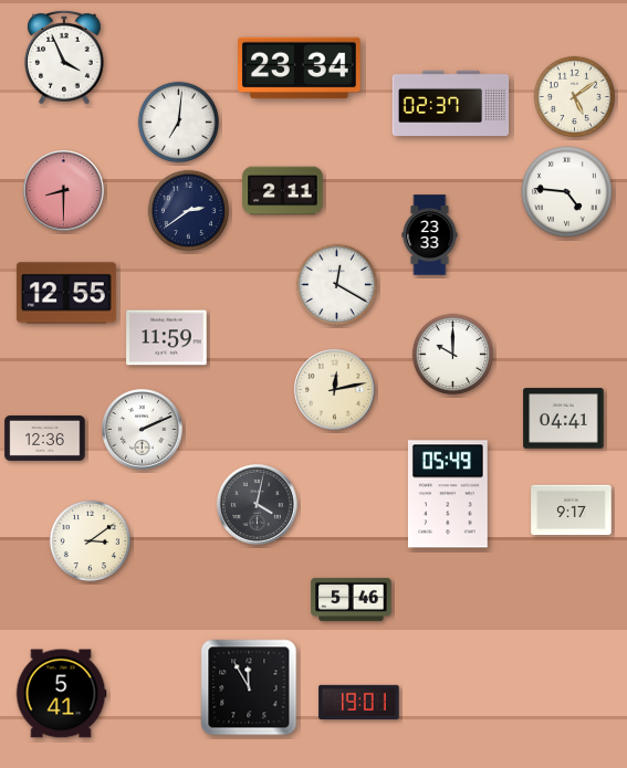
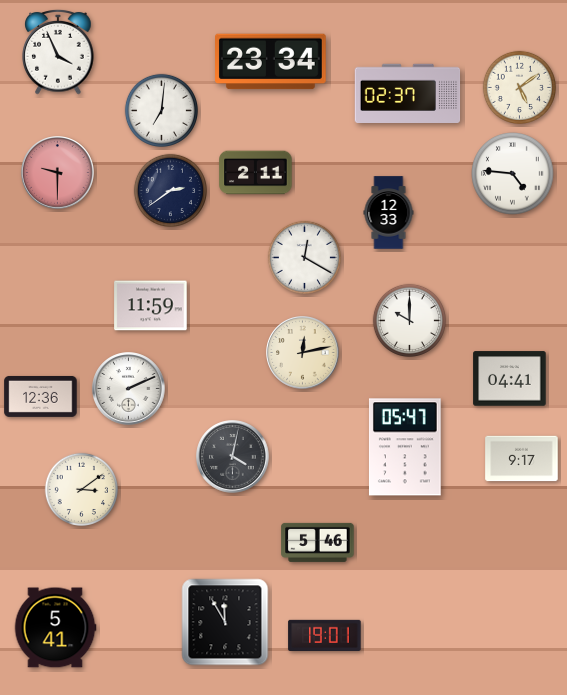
clock at (64, 191): 8:30 -> 9:30
clock at (430, 235): 23:33 -> 12:33
clock at (66, 293): 12:55 -> none
clock at (448, 494): 05:49 -> 05:47
clock at (572, 511) position: (572, 511) -> (522, 459)
